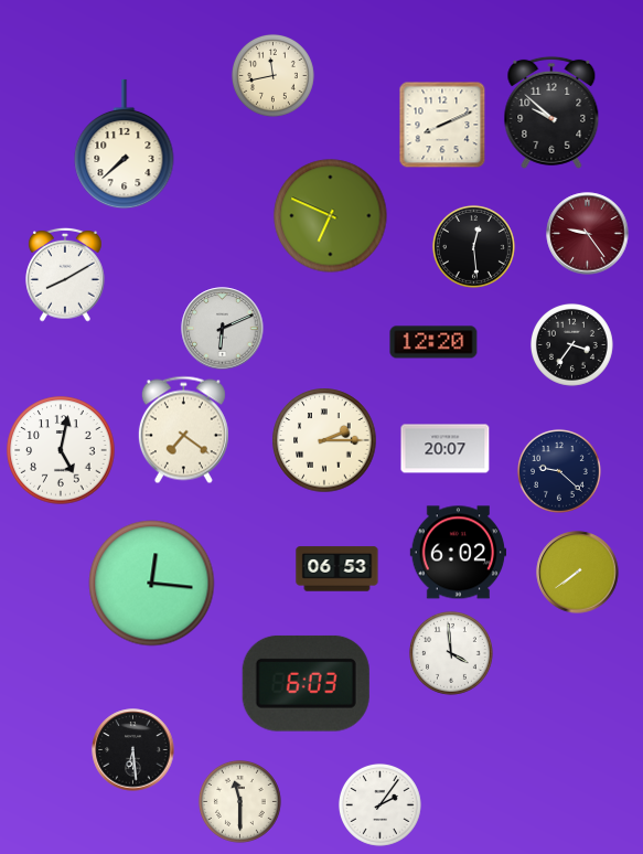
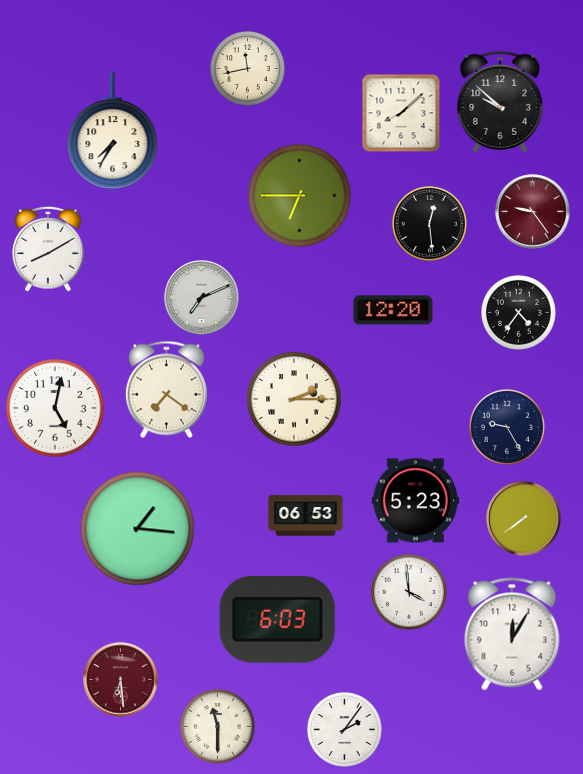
clock at (442, 125): 8:11 -> 8:08
clock at (125, 145): 7:38 -> 7:35
clock at (331, 216): 6:49 -> 6:45
clock at (65, 275) position: (65, 275) -> (48, 249)
clock at (223, 329): 6:11 -> 7:11
clock at (571, 344): 3:36 -> 4:36
clock at (446, 449): 20:07 -> none
clock at (559, 471): 9:22 -> 9:25
clock at (459, 553): 6:02 -> 5:23
clock at (152, 584): 12:16 -> 1:16
clock at (512, 634): none -> 12:05
clock at (133, 750) dial: black -> burgundy
